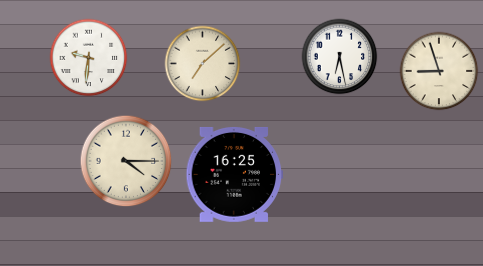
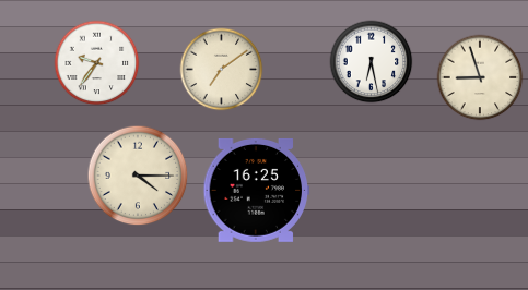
clock at (89, 58): 9:31 -> 9:36
clock at (203, 64): 7:08 -> 7:09
